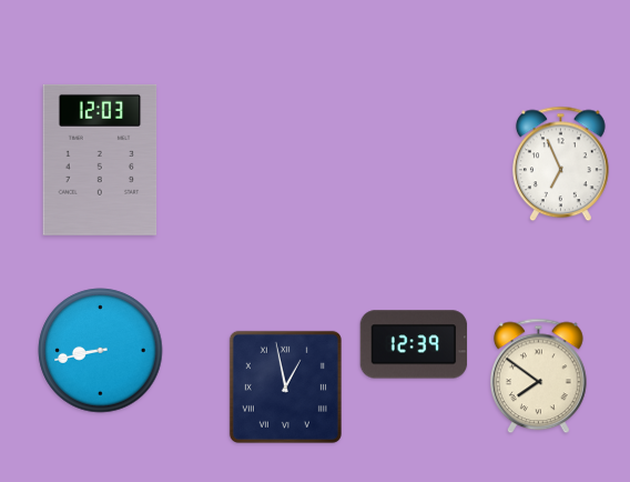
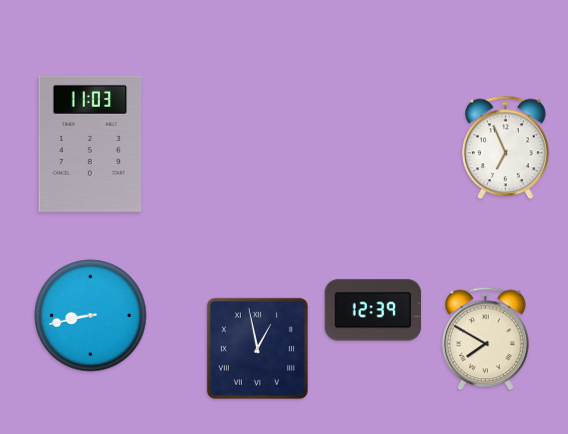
clock at (100, 160): 12:03 -> 11:03
clock at (539, 376): 7:51 -> 7:50
